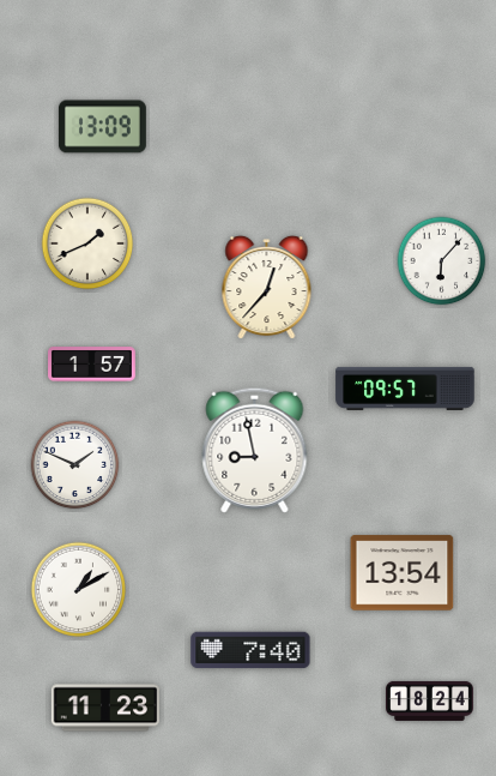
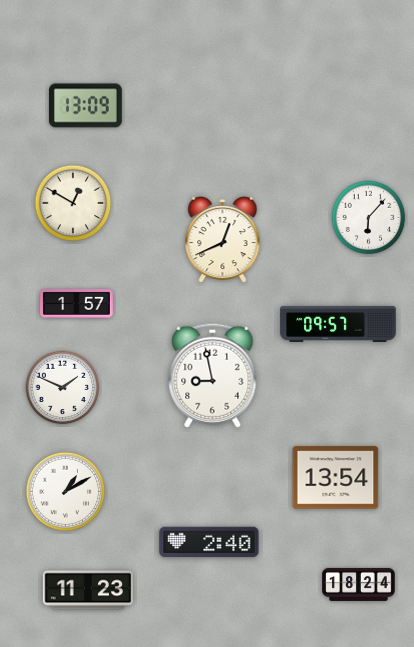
clock at (87, 243): 1:41 -> 12:50
clock at (267, 288): 12:37 -> 12:41
clock at (250, 650): 7:40 -> 2:40
